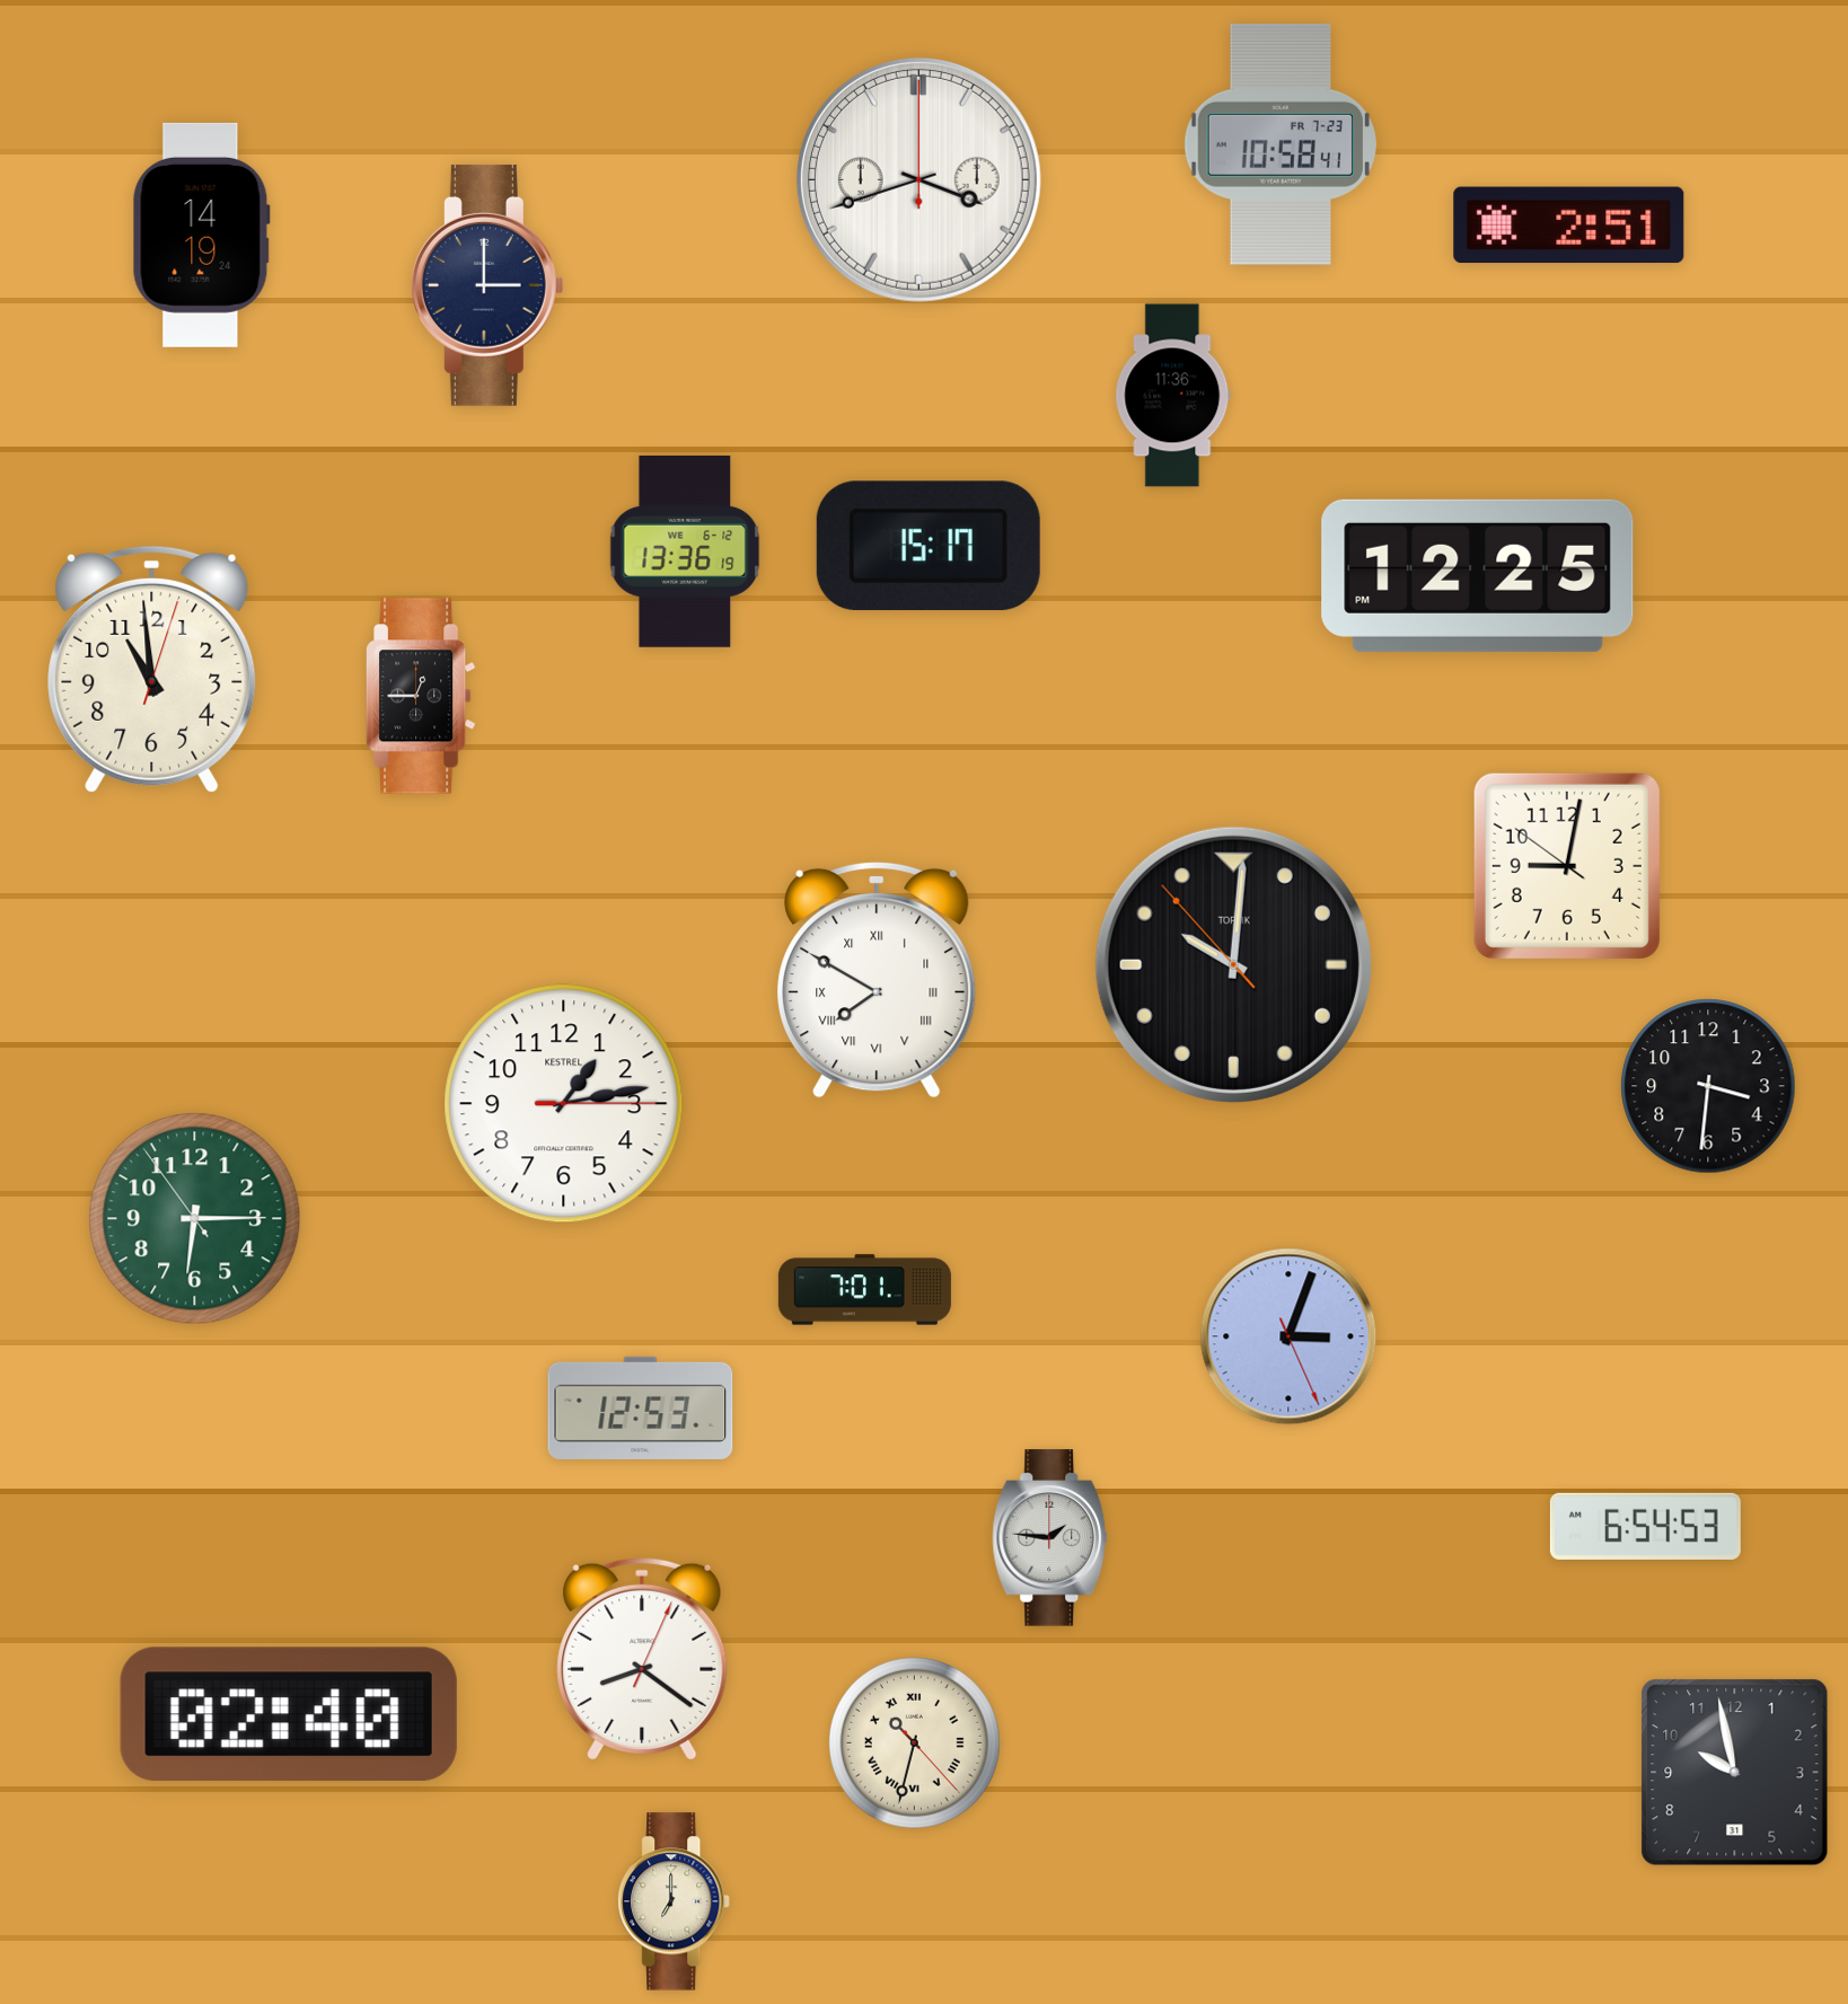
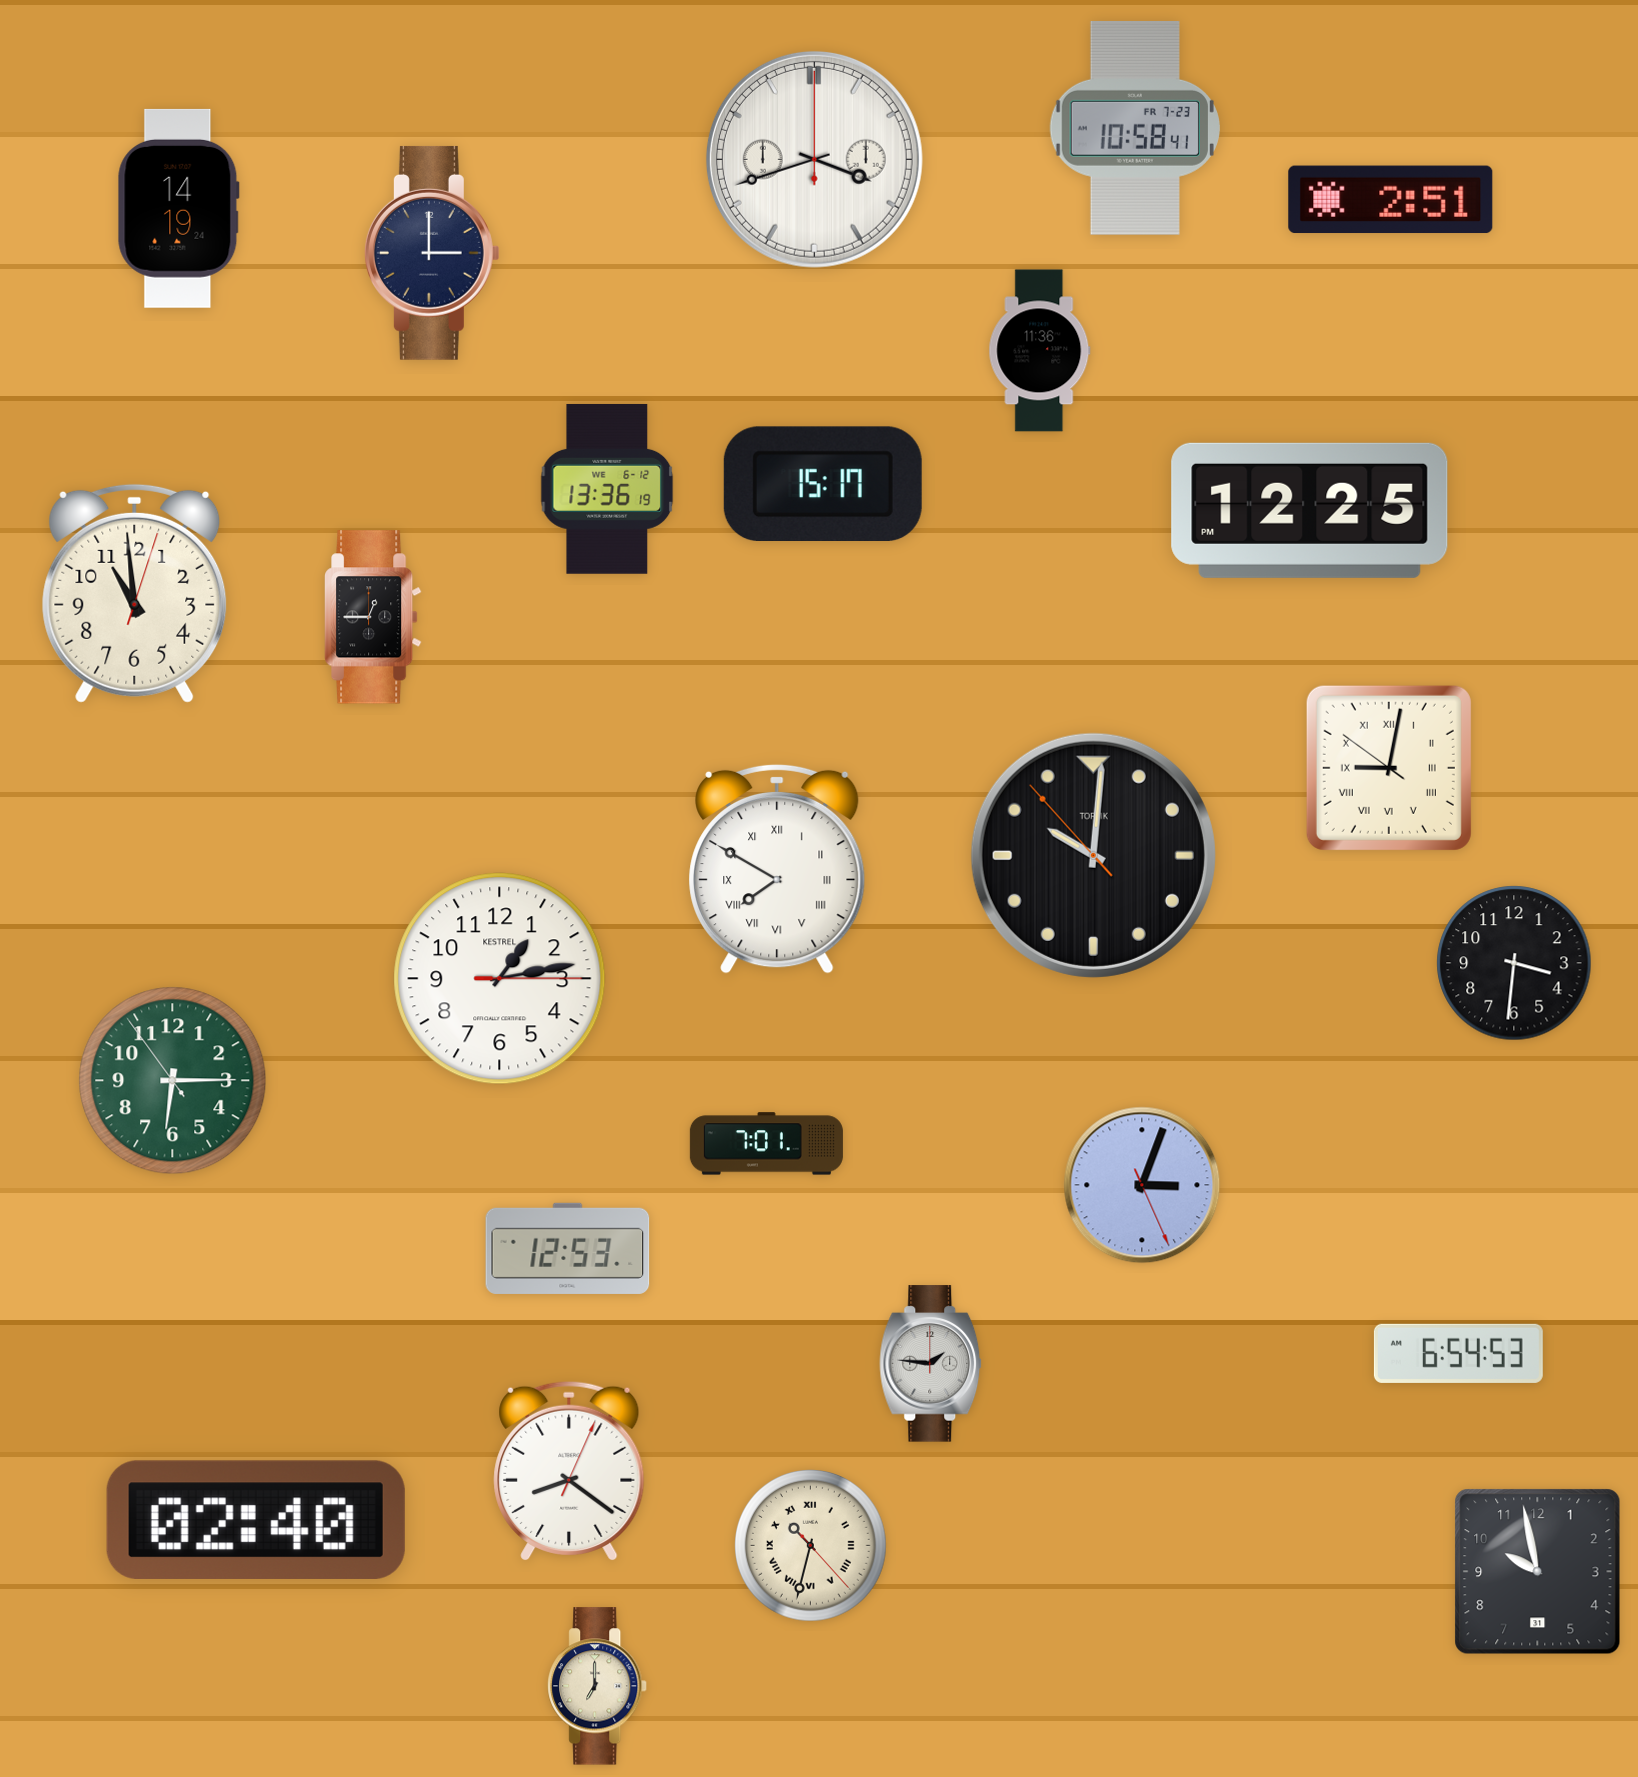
clock at (1567, 866) numerals: Arabic -> Roman
